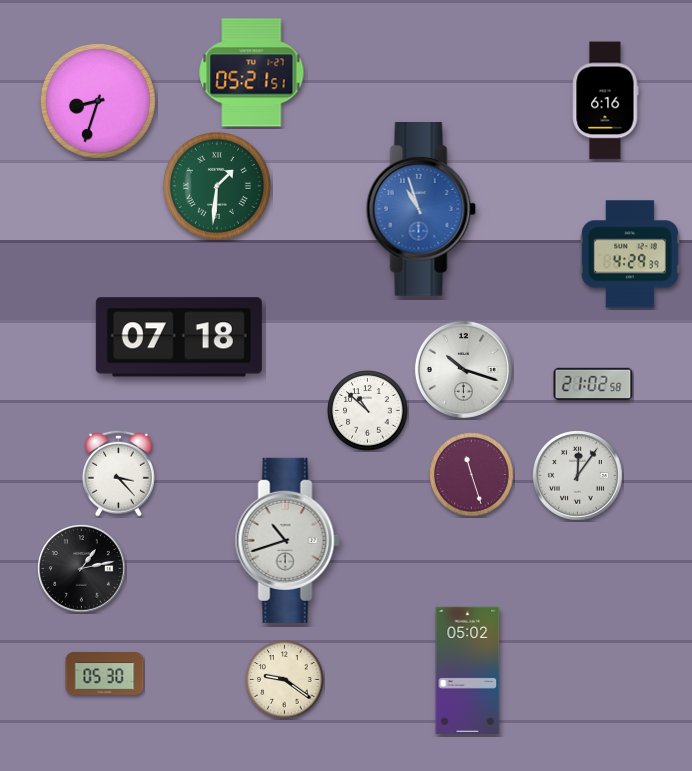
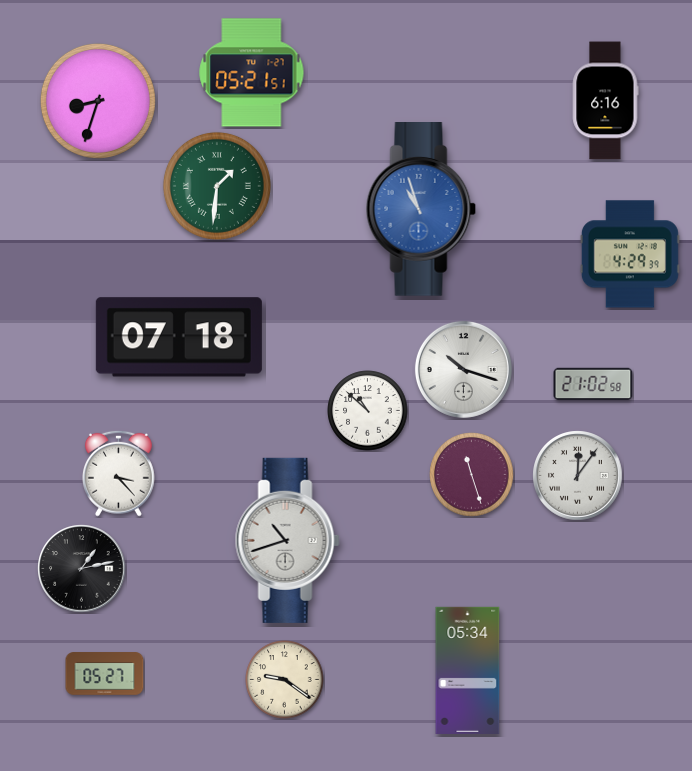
clock at (468, 670): 05:02 -> 05:34
clock at (105, 674): 05:30 -> 05:27
